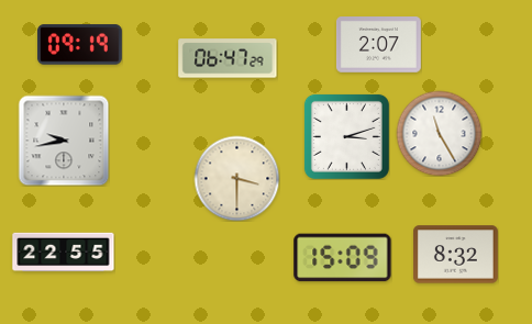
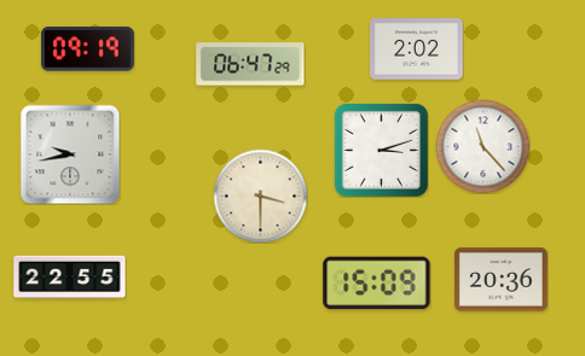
clock at (378, 45): 2:07 -> 2:02
clock at (439, 133): 11:25 -> 11:23
clock at (455, 255): 8:32 -> 20:36
